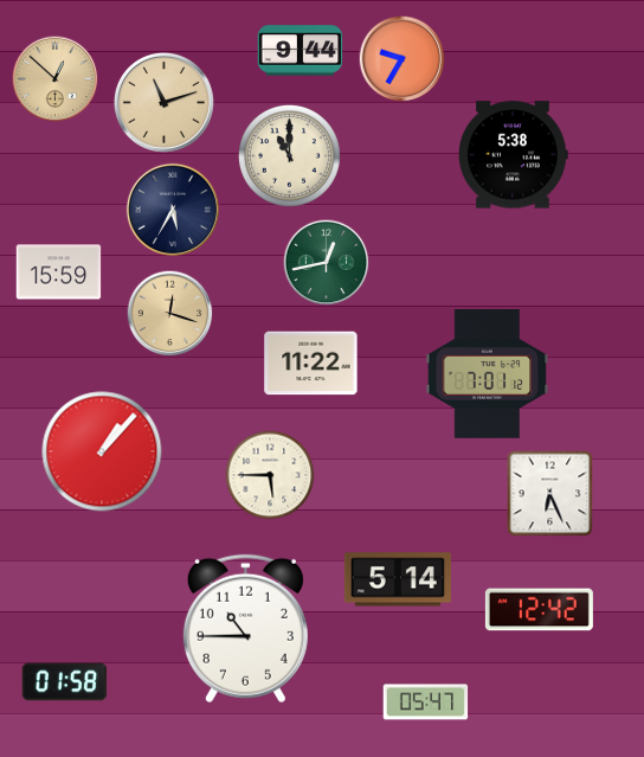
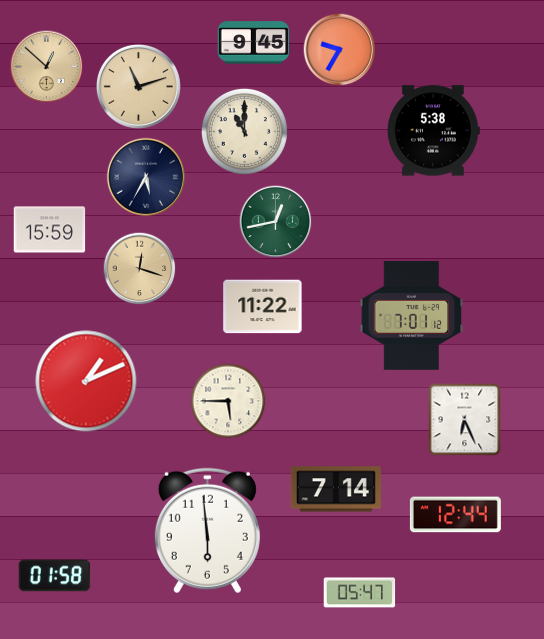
clock at (301, 51): 9:44 -> 9:45
clock at (170, 314) position: (170, 314) -> (140, 269)
clock at (102, 451): 1:07 -> 1:11
clock at (550, 494) position: (550, 494) -> (465, 420)
clock at (398, 579): 5:14 -> 7:14
clock at (539, 610): 12:42 -> 12:44
clock at (245, 629): 10:45 -> 5:59
